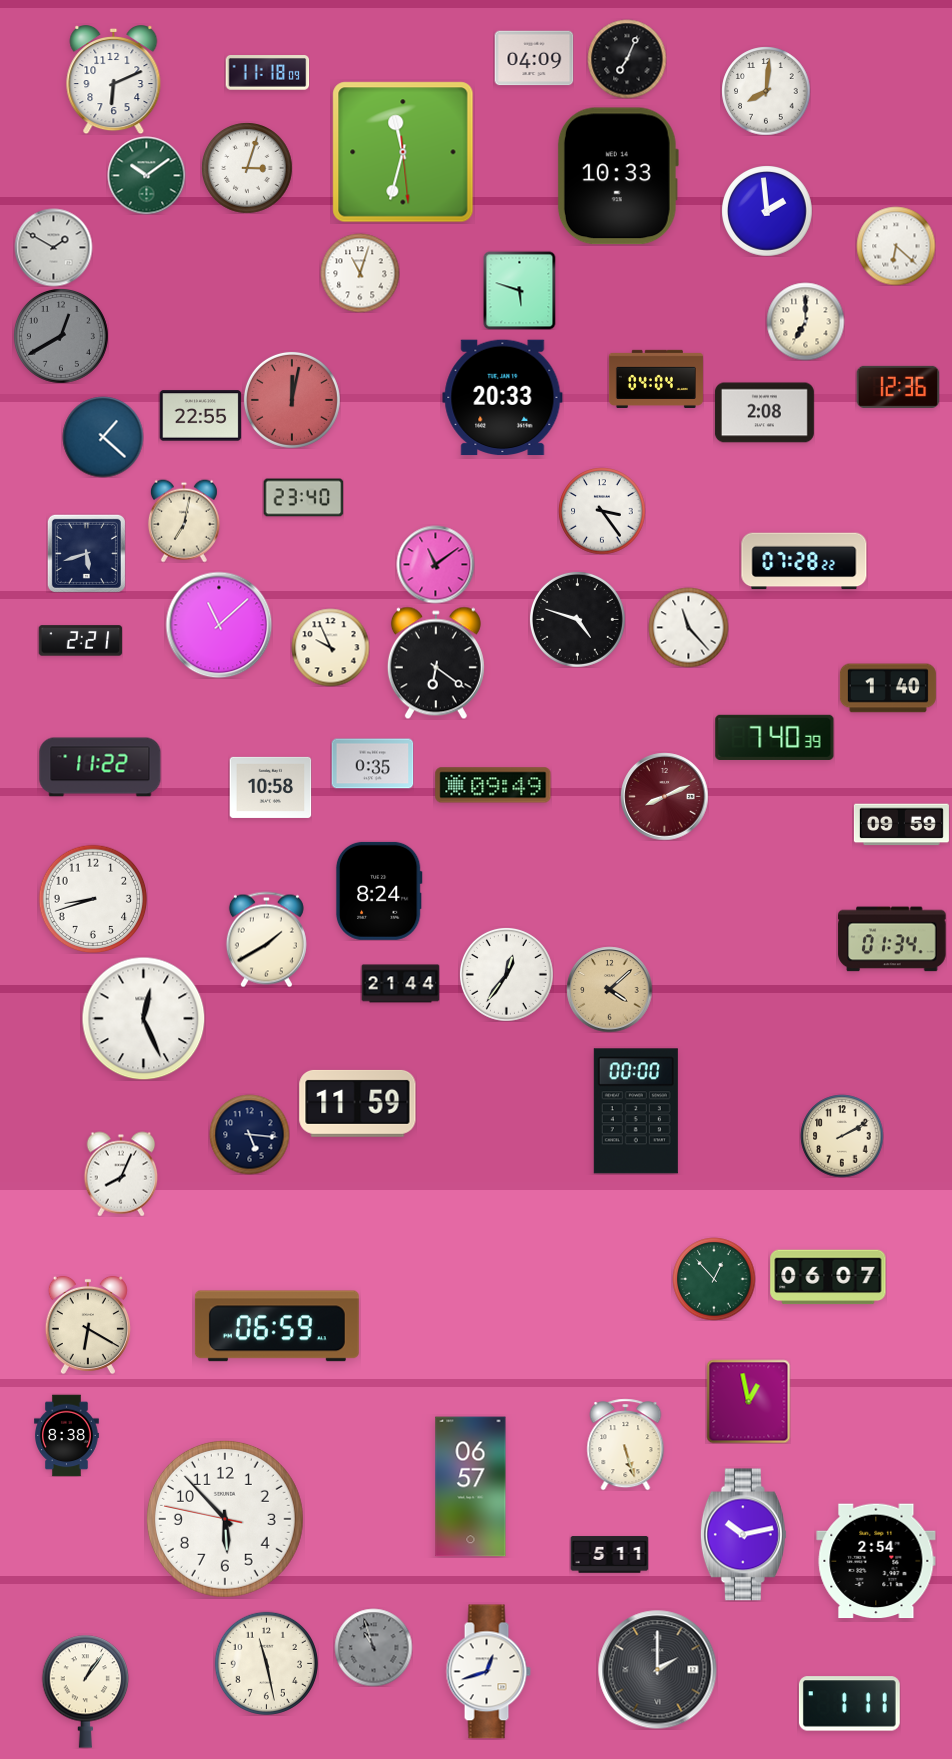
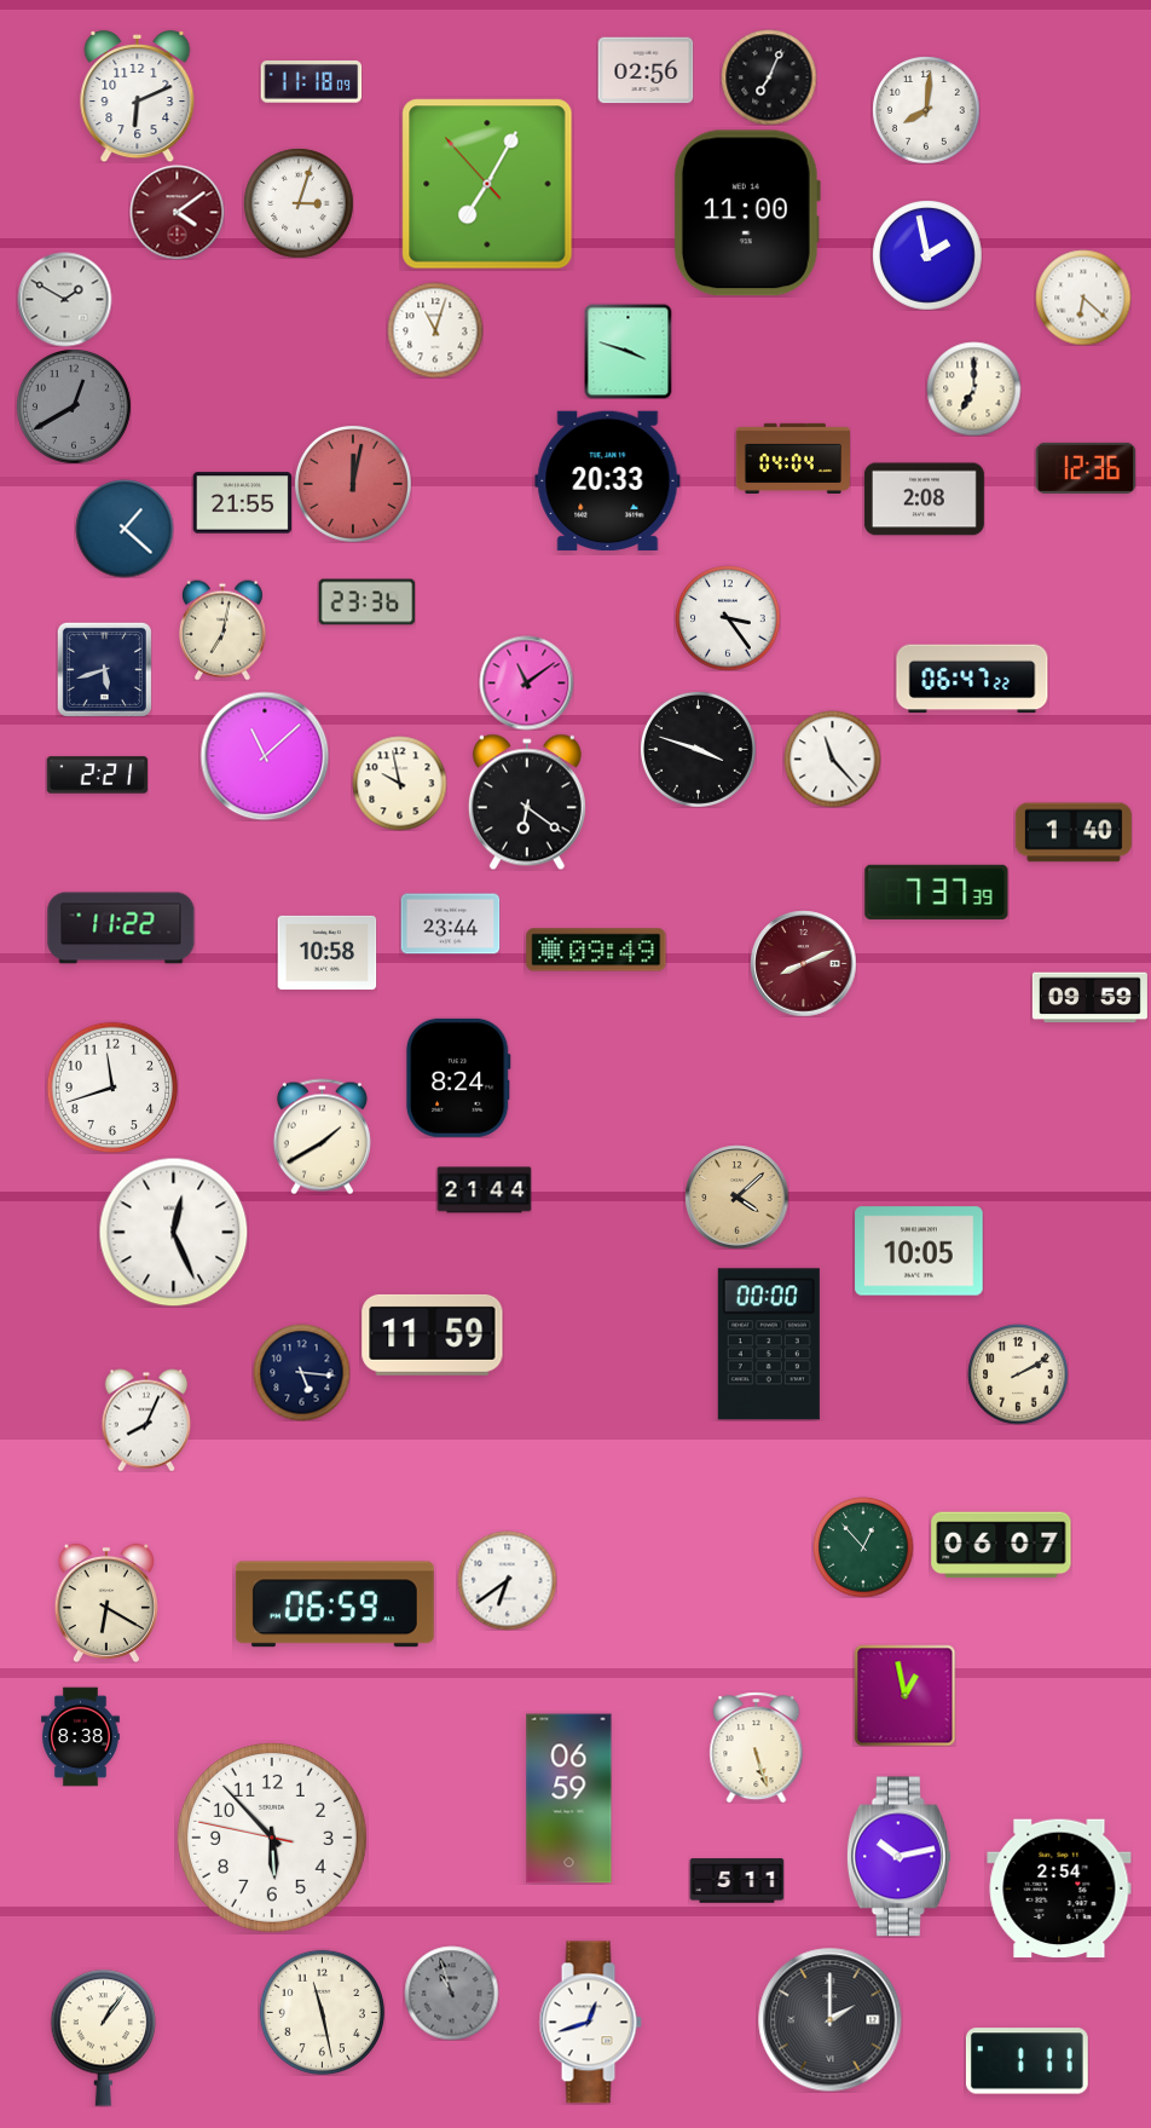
clock at (534, 58): 04:09 -> 02:56
clock at (627, 59) position: (627, 59) -> (769, 77)
clock at (267, 73) position: (267, 73) -> (311, 82)
clock at (403, 152): 11:32 -> 7:04
clock at (146, 175): 10:09 -> 4:09
clock at (146, 175) dial: green -> burgundy
clock at (618, 176): 10:33 -> 11:00
clock at (767, 211): 1:59 -> 1:58
clock at (520, 290): 5:48 -> 3:48
clock at (200, 416): 22:55 -> 21:55
clock at (303, 498): 23:40 -> 23:36
clock at (804, 561): 07:28 -> 06:47
clock at (577, 619): 4:48 -> 3:48
clock at (330, 647): 9:56 -> 9:58
clock at (775, 737): 7:40 -> 7:37
clock at (372, 764): 0:35 -> 23:44
clock at (93, 899): 8:42 -> 11:42
clock at (892, 939): 01:34 -> none
clock at (506, 974): 12:36 -> none
clock at (919, 1251): none -> 10:05
clock at (507, 1580): none -> 6:39
clock at (471, 1487): 06:57 -> 06:59
clock at (658, 1670) position: (658, 1670) -> (831, 2020)
clock at (86, 1691) position: (86, 1691) -> (104, 2037)
